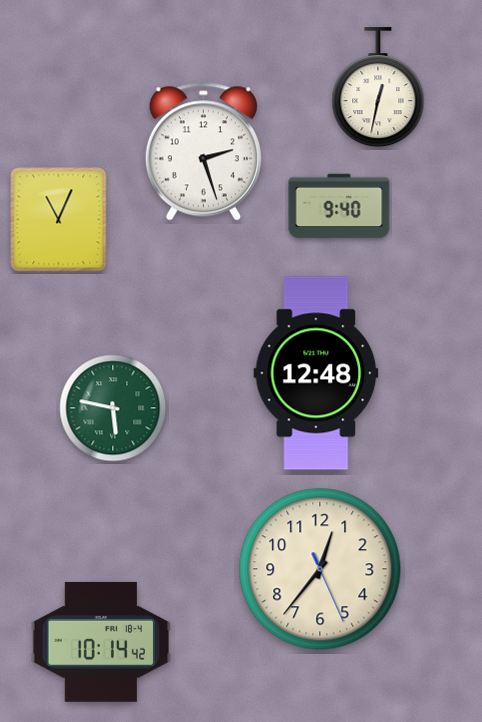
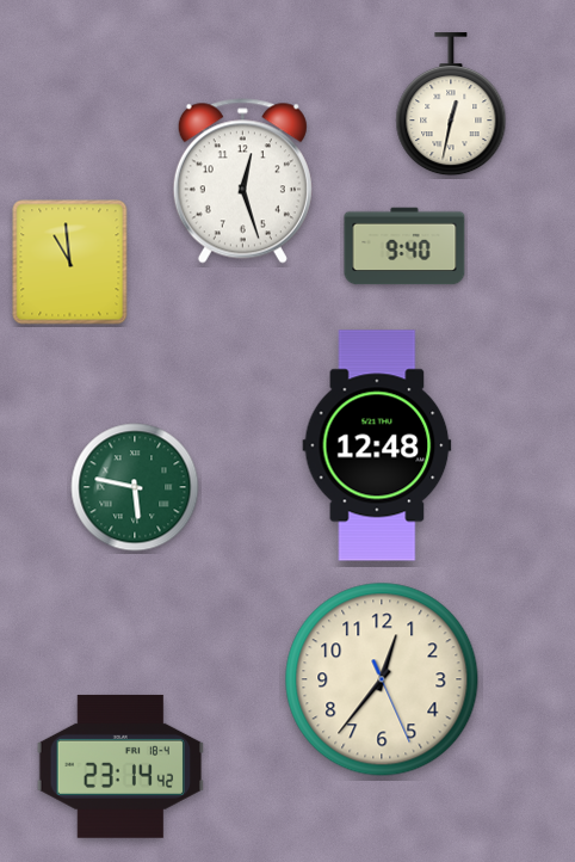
clock at (203, 152): 2:27 -> 12:27
clock at (59, 220): 11:04 -> 10:59
clock at (101, 642): 10:14 -> 23:14
